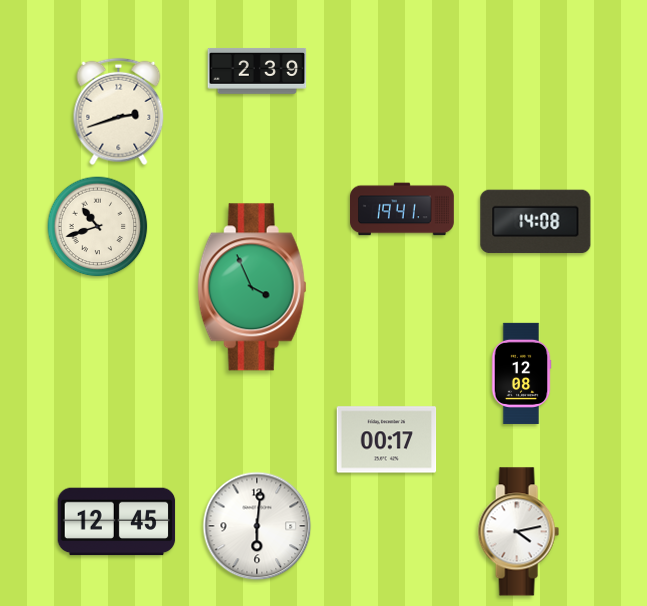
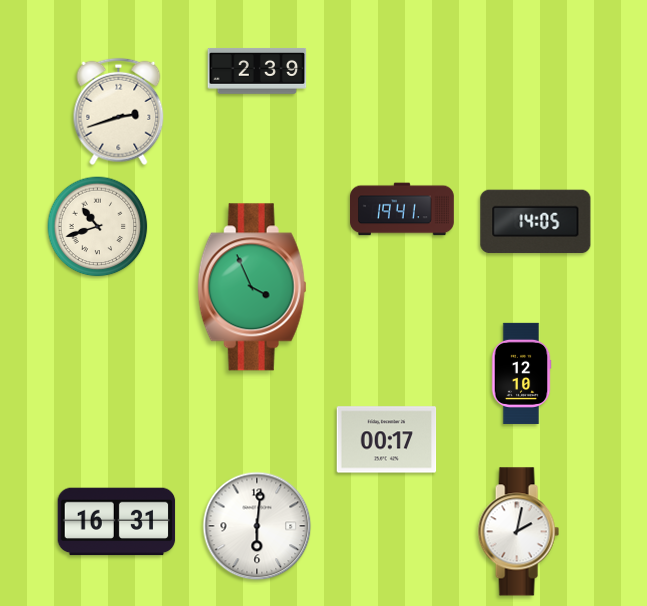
clock at (536, 222): 14:08 -> 14:05
clock at (521, 373): 12:08 -> 12:10
clock at (117, 522): 12:45 -> 16:31
clock at (518, 532): 4:13 -> 2:02
